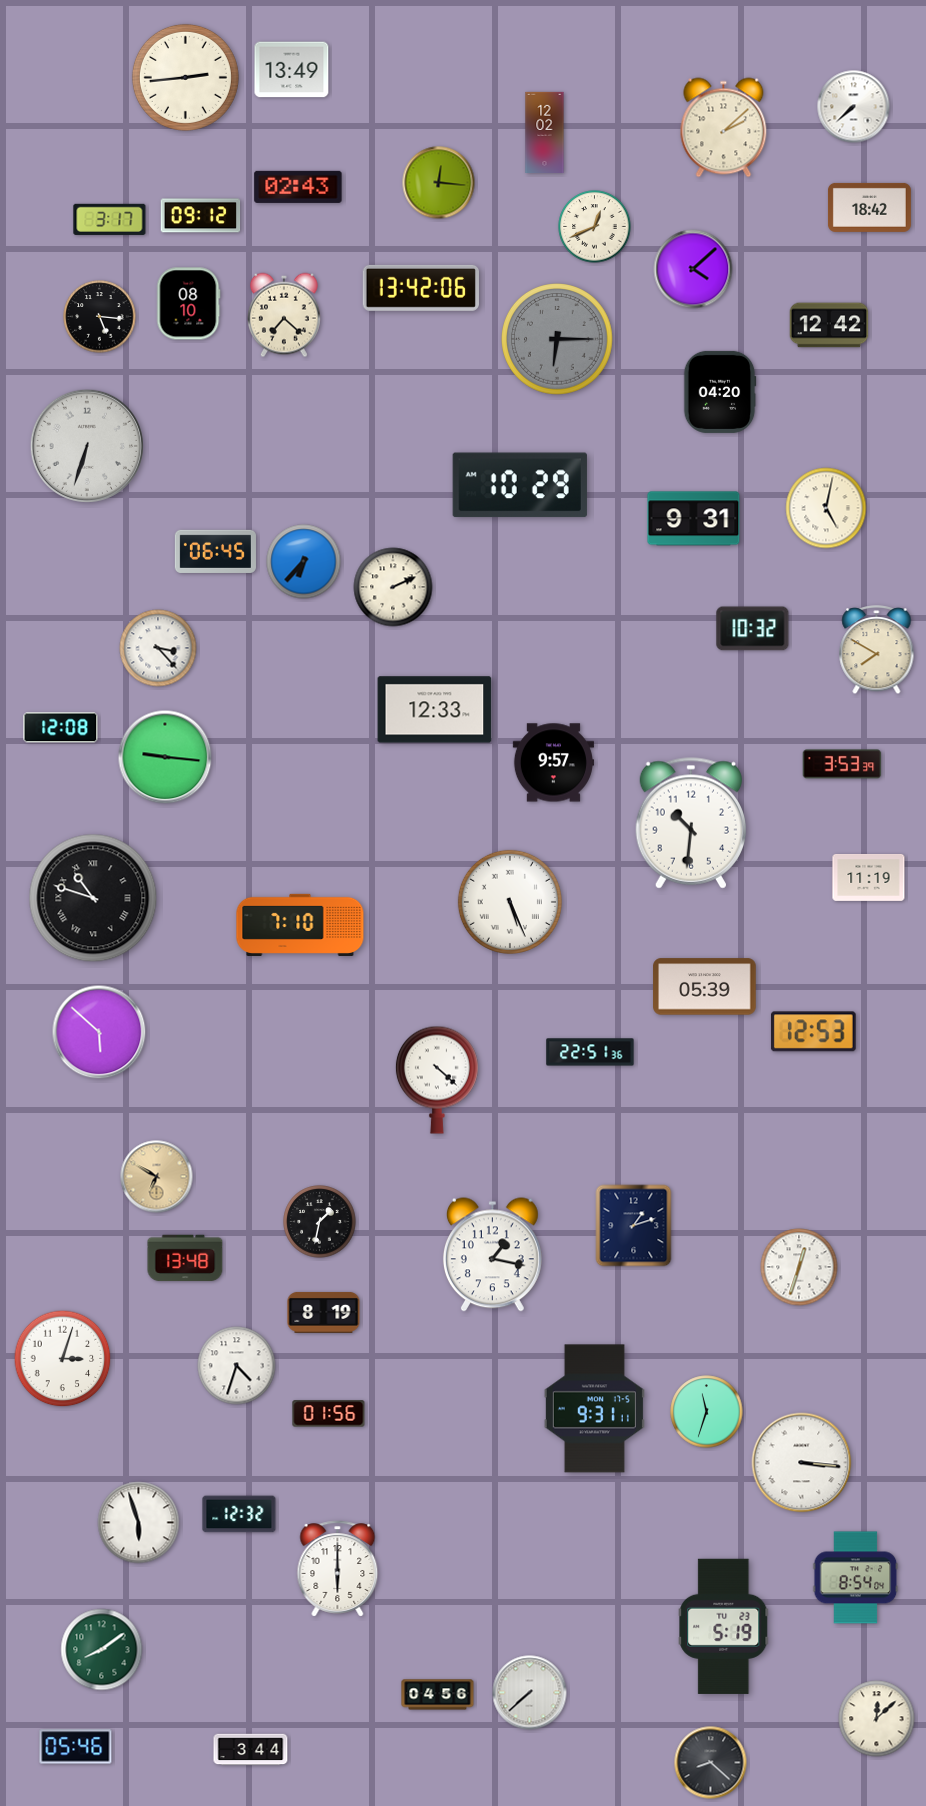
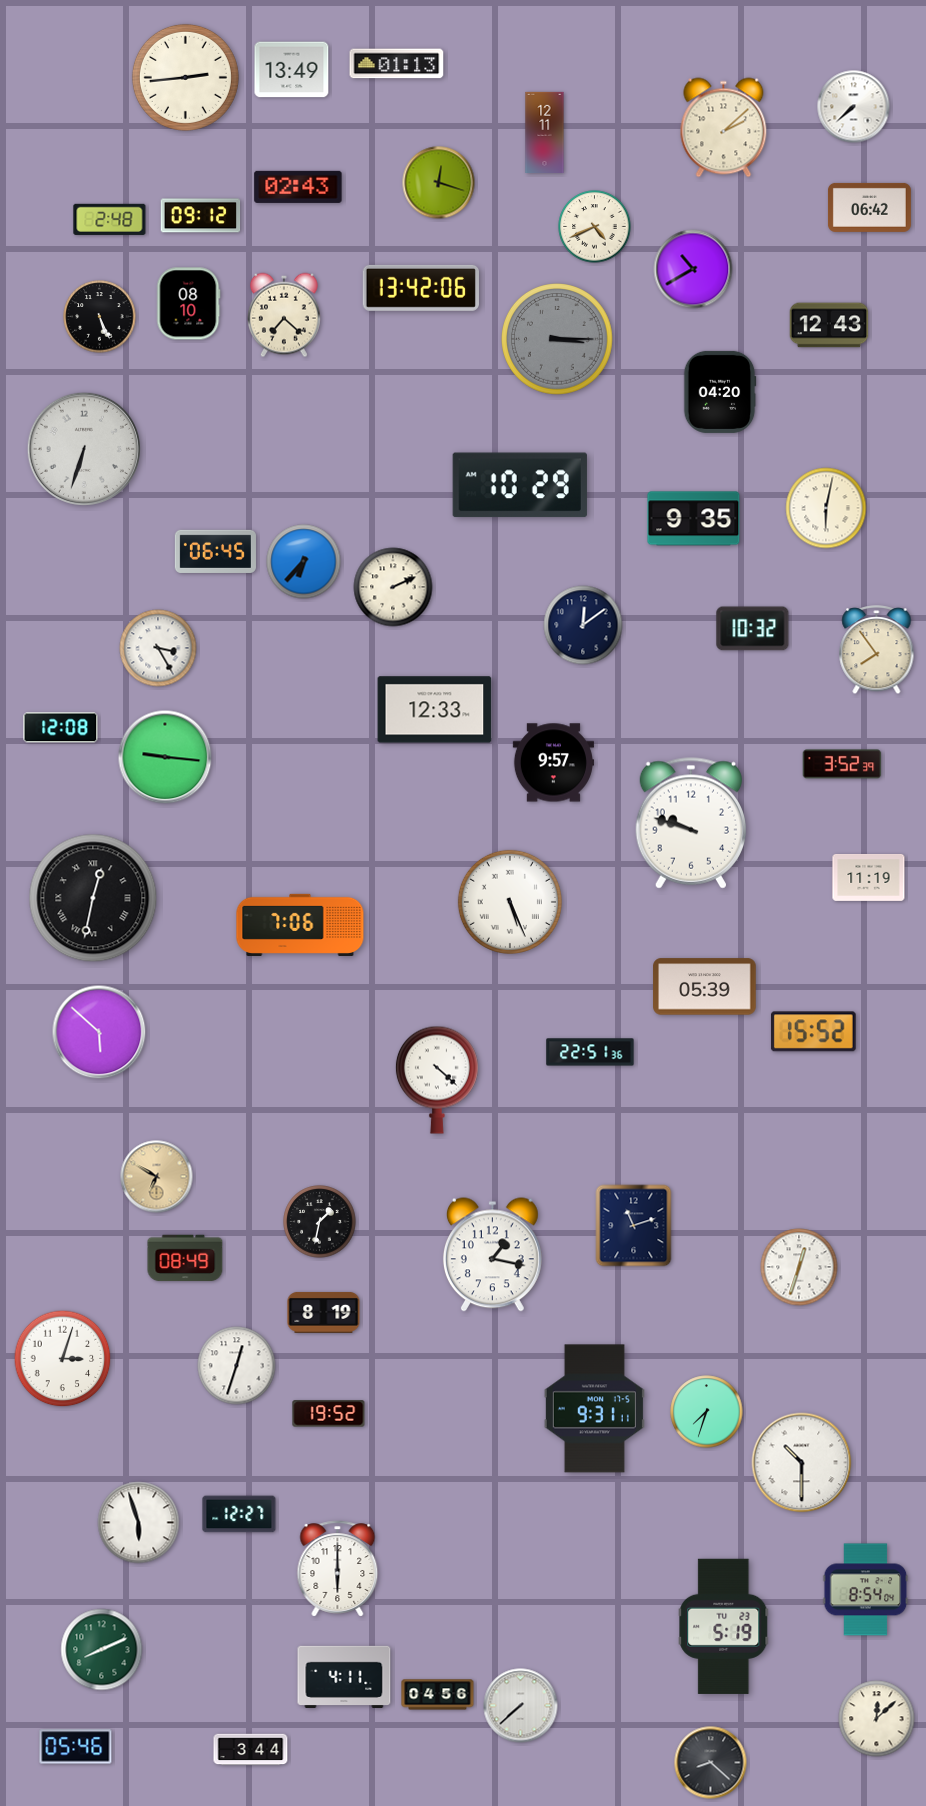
clock at (397, 64): none -> 01:13
clock at (545, 132): 12:02 -> 12:11
clock at (439, 183): 12:16 -> 12:18
clock at (869, 207): 18:42 -> 06:42
clock at (110, 219): 3:17 -> 2:48
clock at (595, 227): 12:41 -> 4:41
clock at (693, 269): 4:08 -> 10:40
clock at (100, 317): 5:16 -> 5:26
clock at (829, 325): 12:42 -> 12:43
clock at (558, 340): 6:15 -> 3:15
clock at (87, 446) position: (87, 446) -> (84, 449)
clock at (826, 508): 5:02 -> 6:02
clock at (694, 519): 9:31 -> 9:35
clock at (583, 625): none -> 12:09
clock at (158, 648): 3:23 -> 3:25
clock at (877, 651): 7:50 -> 7:54
clock at (842, 764): 3:53 -> 3:52
clock at (691, 823): 10:31 -> 9:48
clock at (93, 898): 10:48 -> 12:32
clock at (300, 924): 7:10 -> 7:06
clock at (813, 1032): 12:53 -> 15:52
clock at (634, 1226): 1:12 -> 11:12
clock at (185, 1258): 13:48 -> 08:49
clock at (237, 1366): 4:33 -> 12:33
clock at (707, 1412): 11:33 -> 7:33
clock at (329, 1414): 01:56 -> 19:52
clock at (802, 1463): 3:16 -> 10:30
clock at (239, 1514): 12:32 -> 12:27
clock at (856, 1578) position: (856, 1578) -> (866, 1590)
clock at (102, 1650): 8:09 -> 8:11
clock at (344, 1677): none -> 4:11
clock at (530, 1693) position: (530, 1693) -> (521, 1706)
